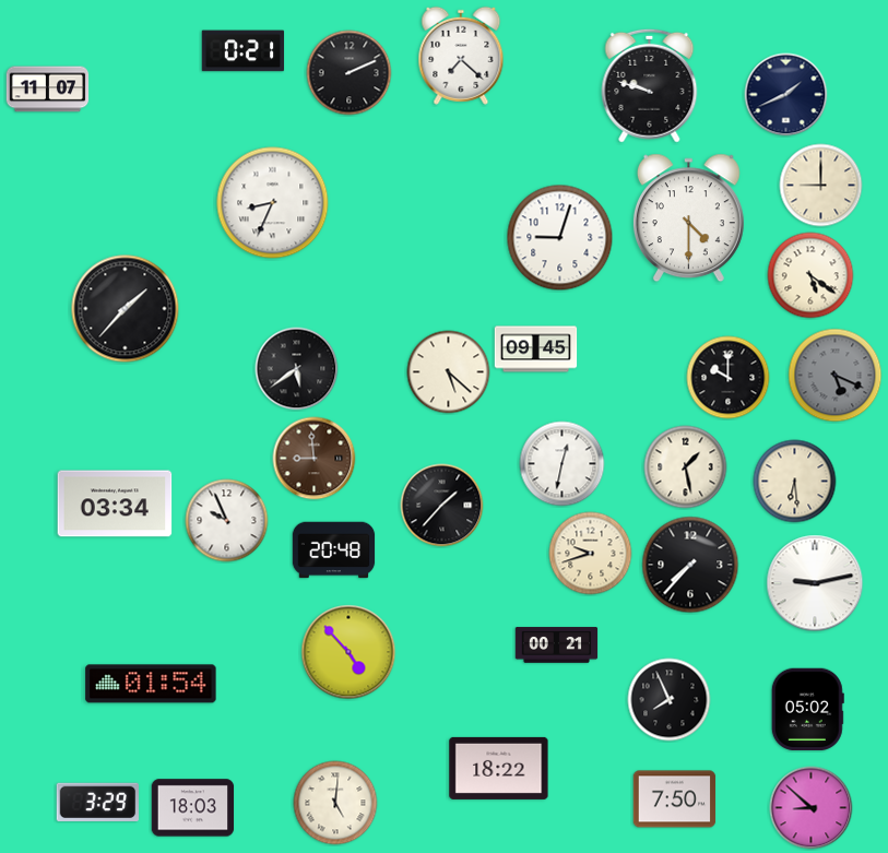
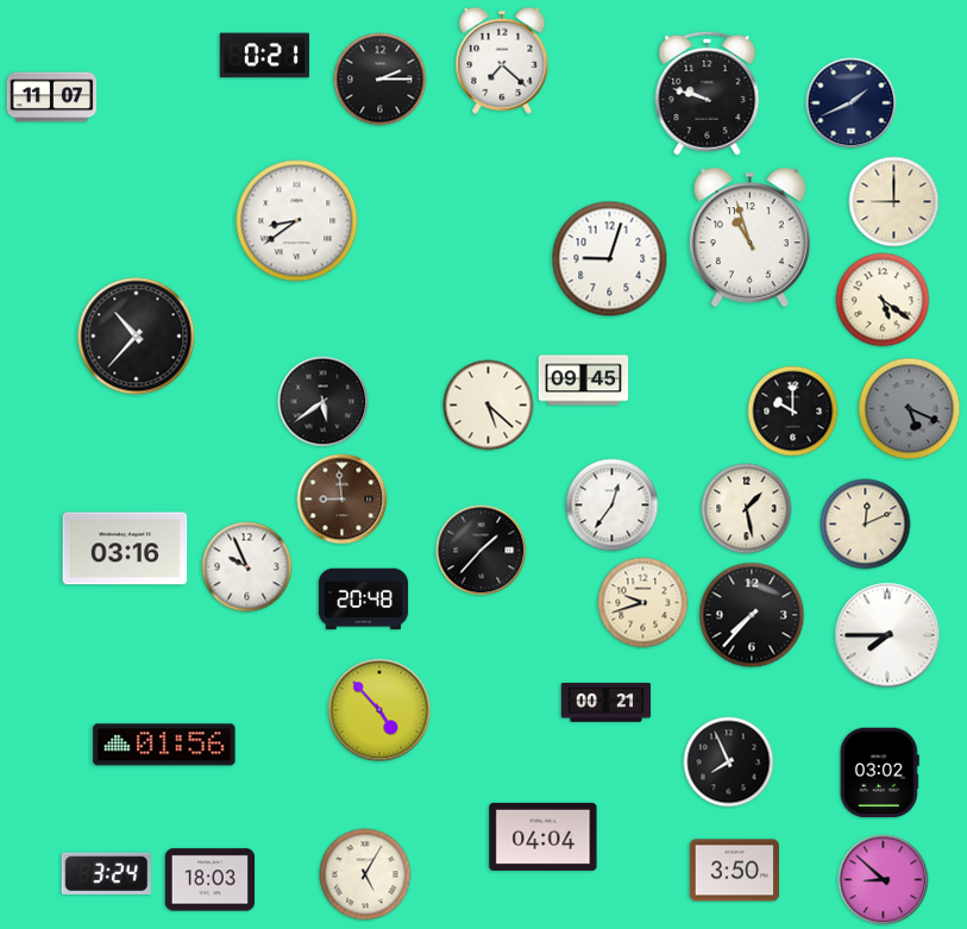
clock at (350, 73): 2:11 -> 2:15
clock at (786, 95) position: (786, 95) -> (852, 103)
clock at (273, 203): 8:34 -> 8:39
clock at (688, 218): 4:30 -> 10:57
clock at (126, 309): 1:37 -> 10:37
clock at (563, 464): 12:32 -> 12:36
clock at (795, 482): 6:29 -> 12:11
clock at (115, 503): 03:34 -> 03:16
clock at (815, 583): 9:13 -> 7:45
clock at (151, 684): 01:54 -> 01:56
clock at (807, 710): 05:02 -> 03:02
clock at (499, 768): 18:22 -> 04:04
clock at (675, 799): 7:50 -> 3:50
clock at (97, 802): 3:29 -> 3:24
clock at (335, 803): 5:01 -> 5:05
